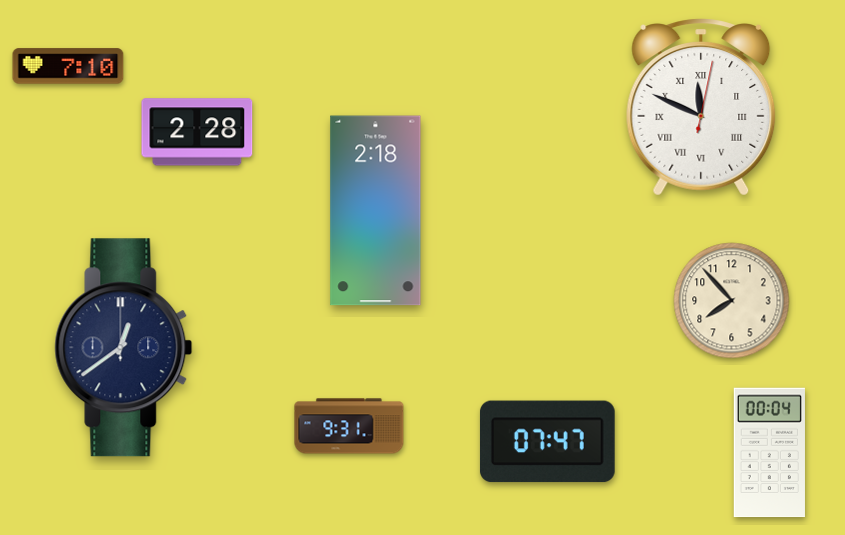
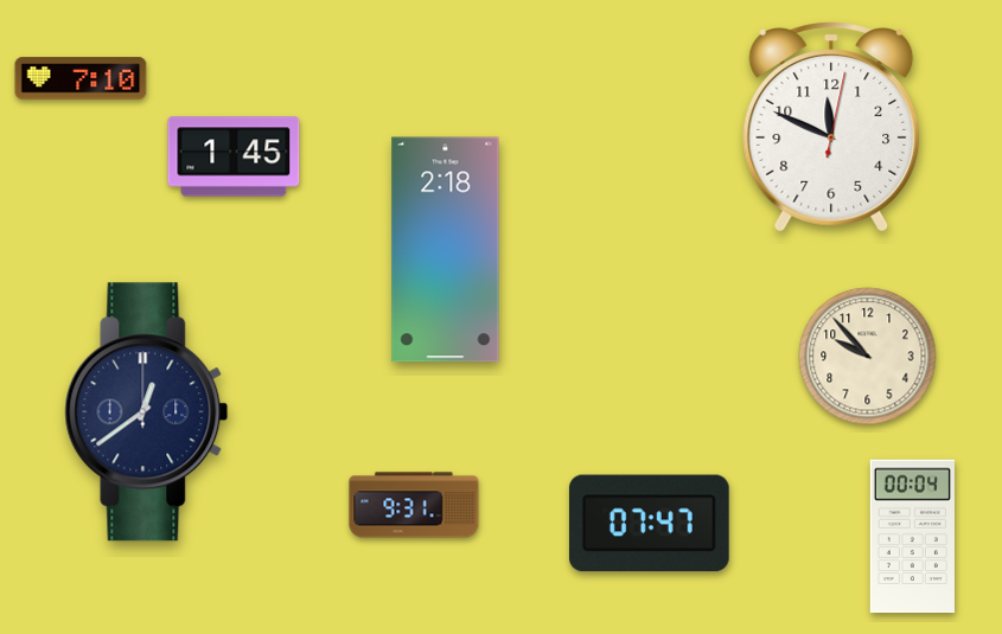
clock at (701, 107) numerals: Roman -> Arabic
clock at (197, 132): 2:28 -> 1:45
clock at (732, 301): 7:53 -> 9:53
